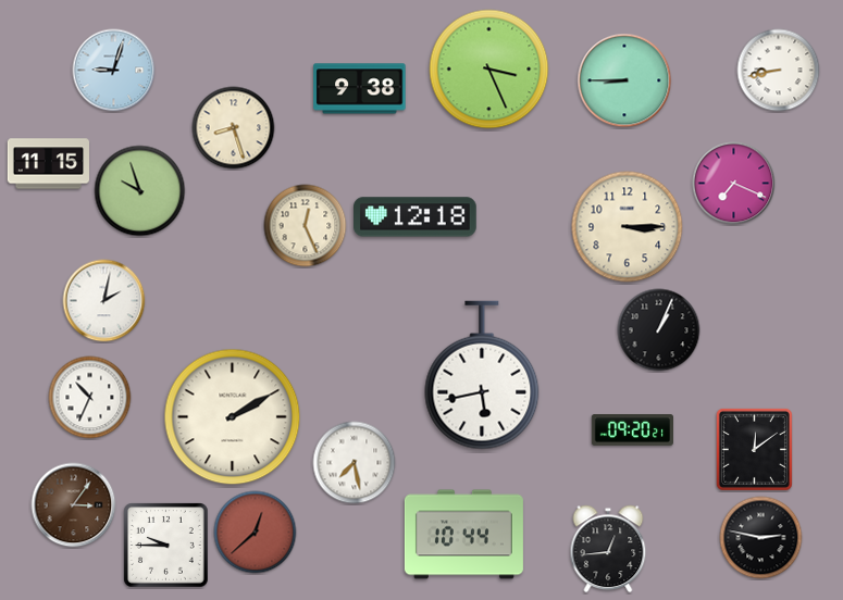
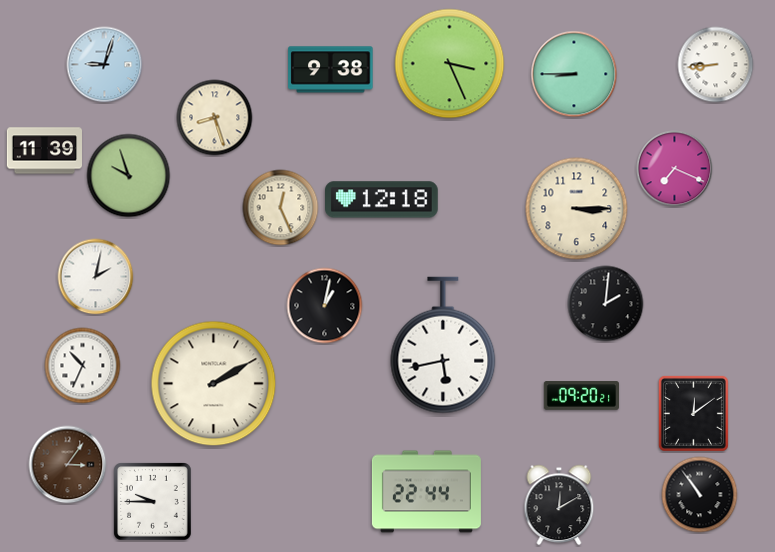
clock at (779, 71): 8:43 -> 8:44
clock at (360, 89) position: (360, 89) -> (331, 70)
clock at (48, 164): 11:15 -> 11:39
clock at (659, 330): 1:04 -> 2:01
clock at (325, 306): none -> 1:02
clock at (355, 463): 7:28 -> none
clock at (256, 533): 12:38 -> none
clock at (463, 535): 10:44 -> 22:44
clock at (761, 538): 2:47 -> 10:54
clock at (608, 549): 12:44 -> 12:10
